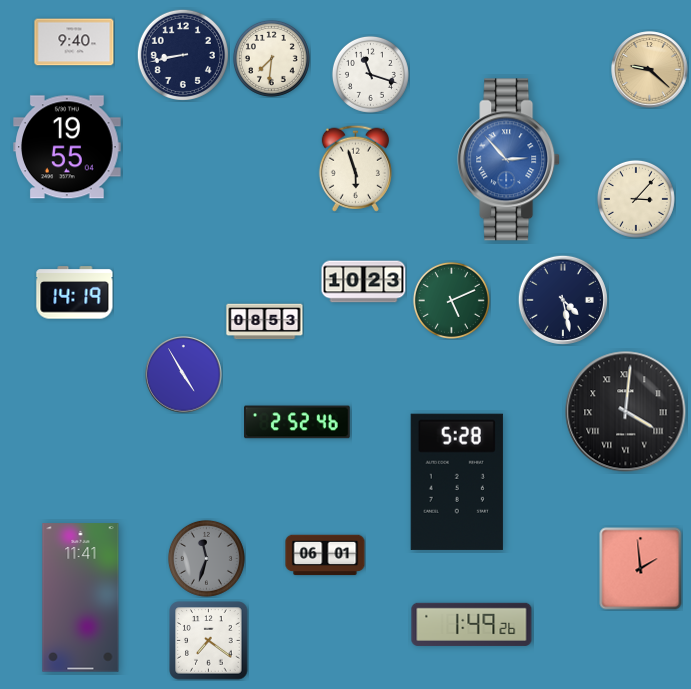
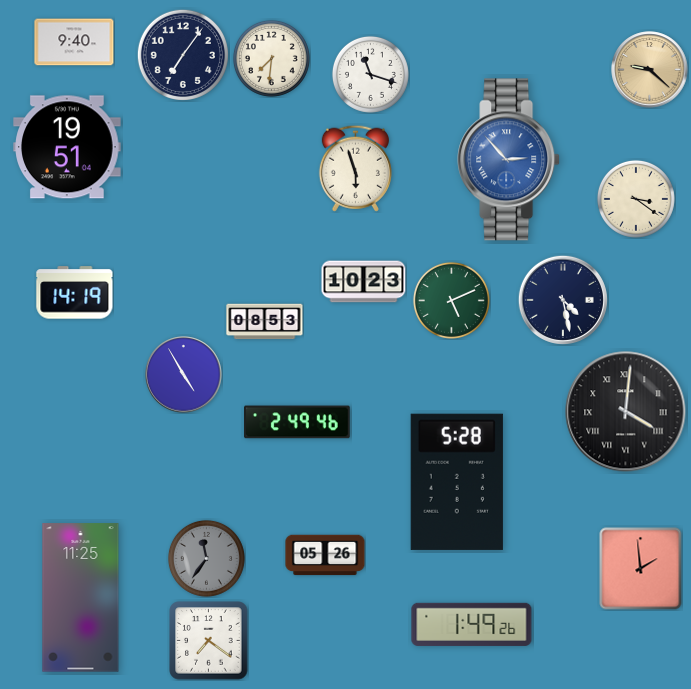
clock at (183, 55): 8:43 -> 7:06
clock at (67, 147): 19:55 -> 19:51
clock at (636, 199): 3:07 -> 3:21
clock at (297, 422): 2:52 -> 2:49
clock at (325, 555): 06:01 -> 05:26
clock at (206, 558): 11:33 -> 11:36
clock at (81, 598): 11:41 -> 11:25
